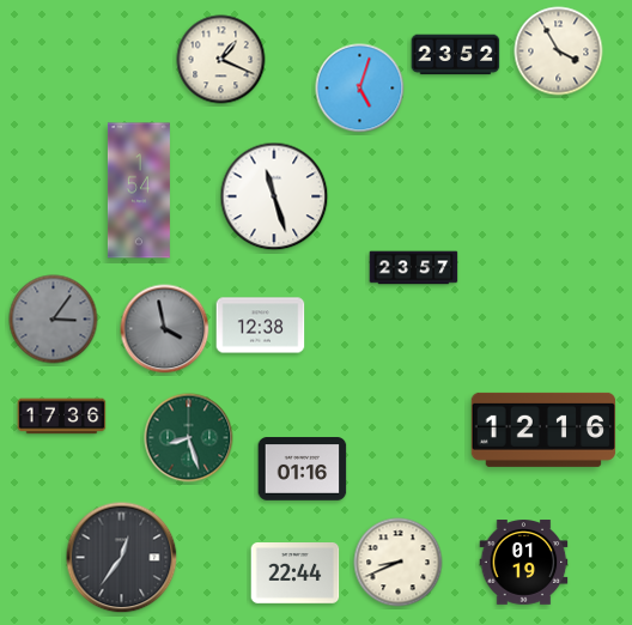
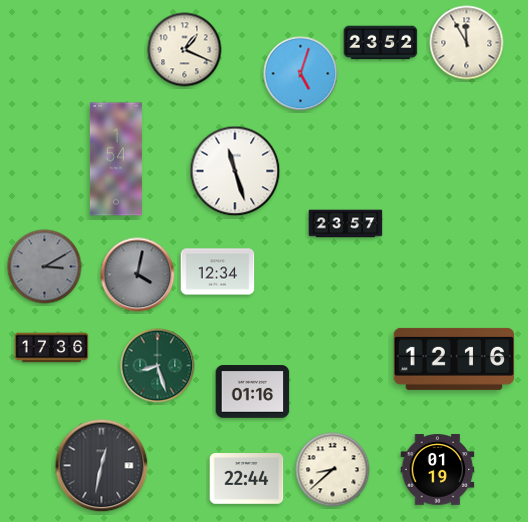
clock at (559, 51): 3:55 -> 11:55
clock at (456, 55) position: (456, 55) -> (381, 43)
clock at (274, 196) position: (274, 196) -> (235, 171)
clock at (54, 320): 3:06 -> 3:10
clock at (261, 326): 12:38 -> 12:34
clock at (165, 329): 3:58 -> 4:02
clock at (122, 558): 12:36 -> 12:32
clock at (399, 563): 8:41 -> 8:38
